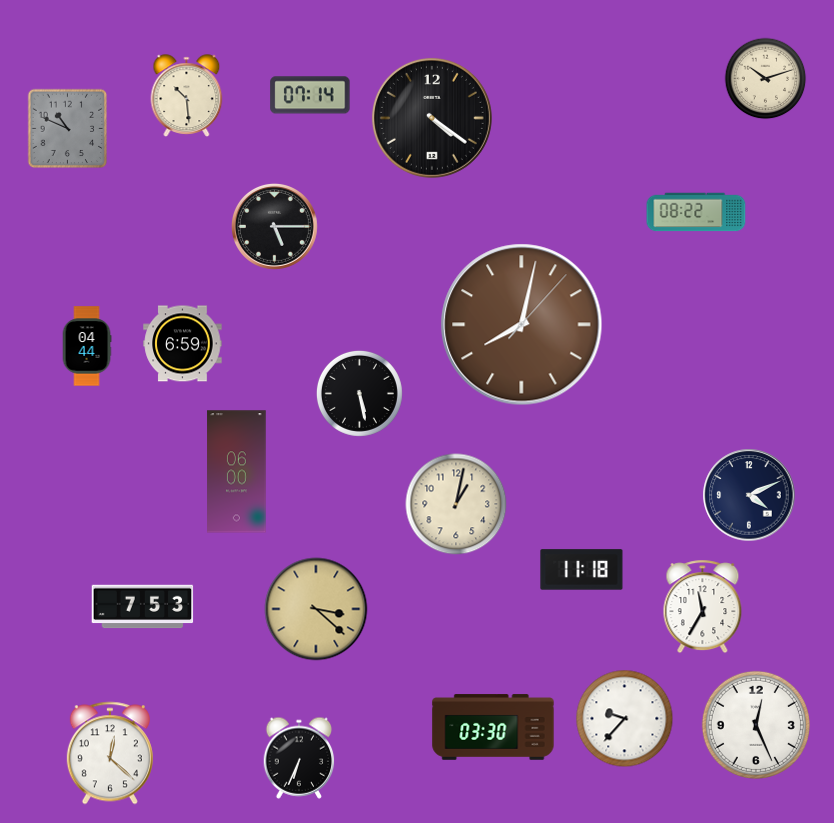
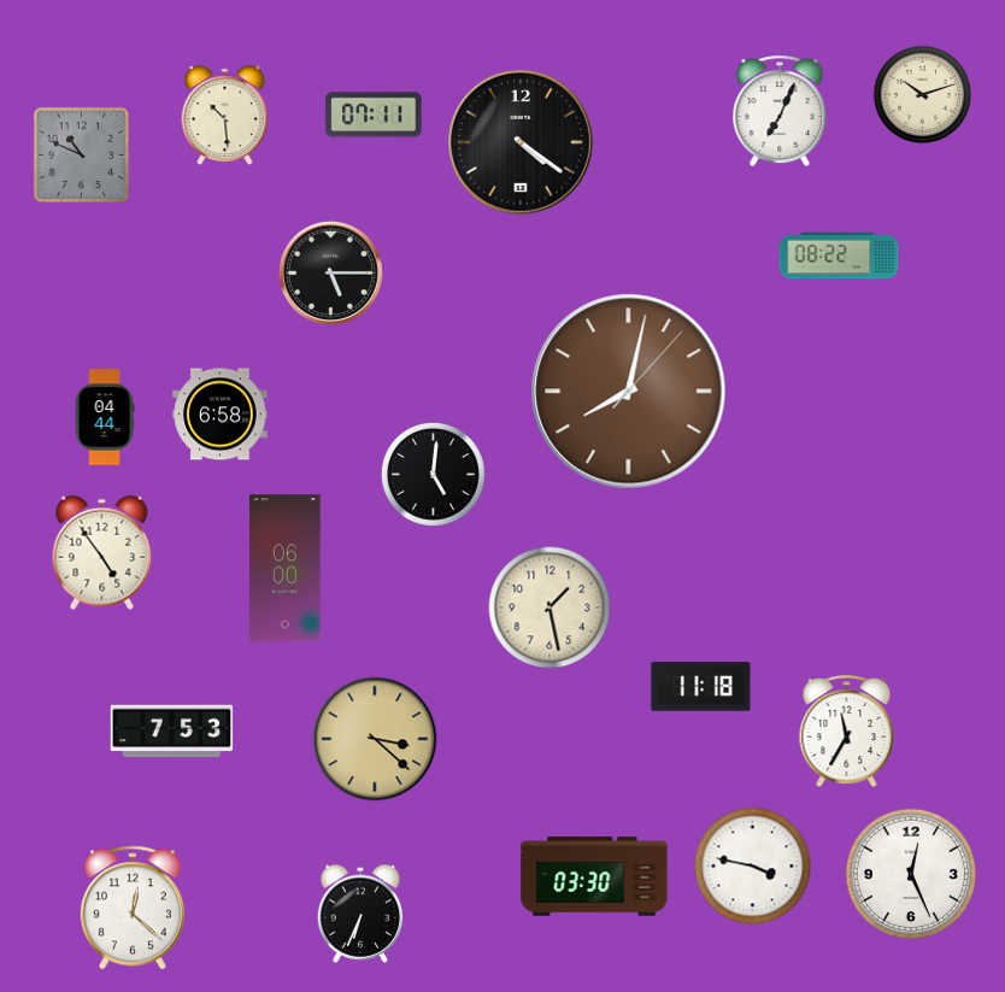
clock at (780, 111): none -> 7:04
clock at (310, 95): 07:14 -> 07:11
clock at (183, 344): 6:59 -> 6:58
clock at (359, 393): 5:28 -> 5:01
clock at (102, 553): none -> 4:54
clock at (749, 495): 4:11 -> none
clock at (456, 504): 1:02 -> 1:28
clock at (316, 609) position: (316, 609) -> (375, 739)
clock at (625, 719): 9:37 -> 3:47
